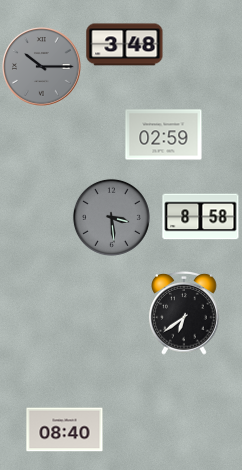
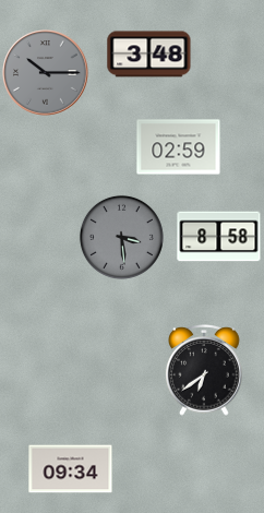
clock at (125, 45) position: (125, 45) -> (149, 55)
clock at (184, 314) position: (184, 314) -> (204, 371)
clock at (65, 430): 08:40 -> 09:34
